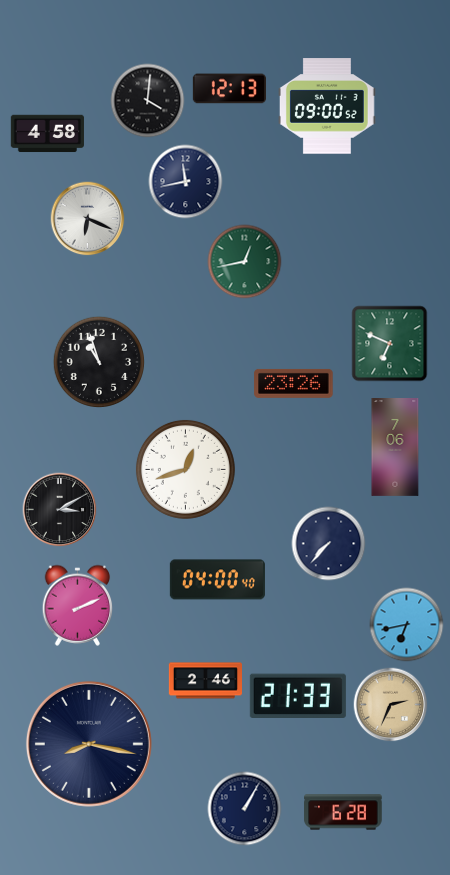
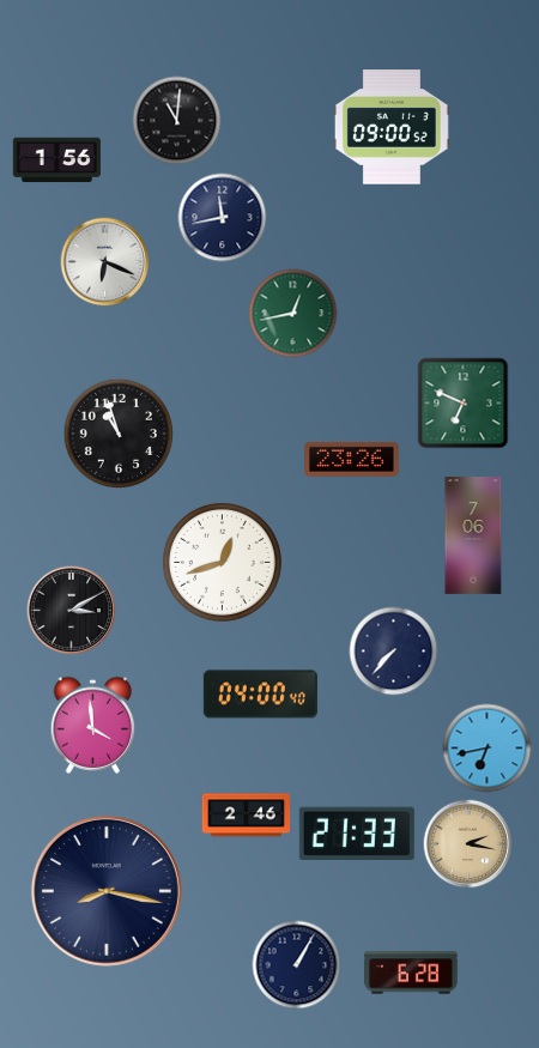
clock at (229, 89): 12:13 -> none
clock at (148, 101): 4:01 -> 11:01
clock at (47, 134): 4:58 -> 1:56
clock at (390, 344) position: (390, 344) -> (464, 404)
clock at (78, 605): 2:11 -> 3:59
clock at (391, 705): 2:34 -> 2:17
clock at (245, 809) position: (245, 809) -> (297, 965)
